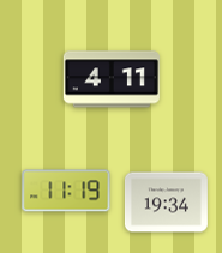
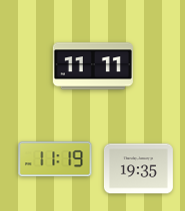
clock at (112, 79): 4:11 -> 11:11
clock at (166, 203): 19:34 -> 19:35
